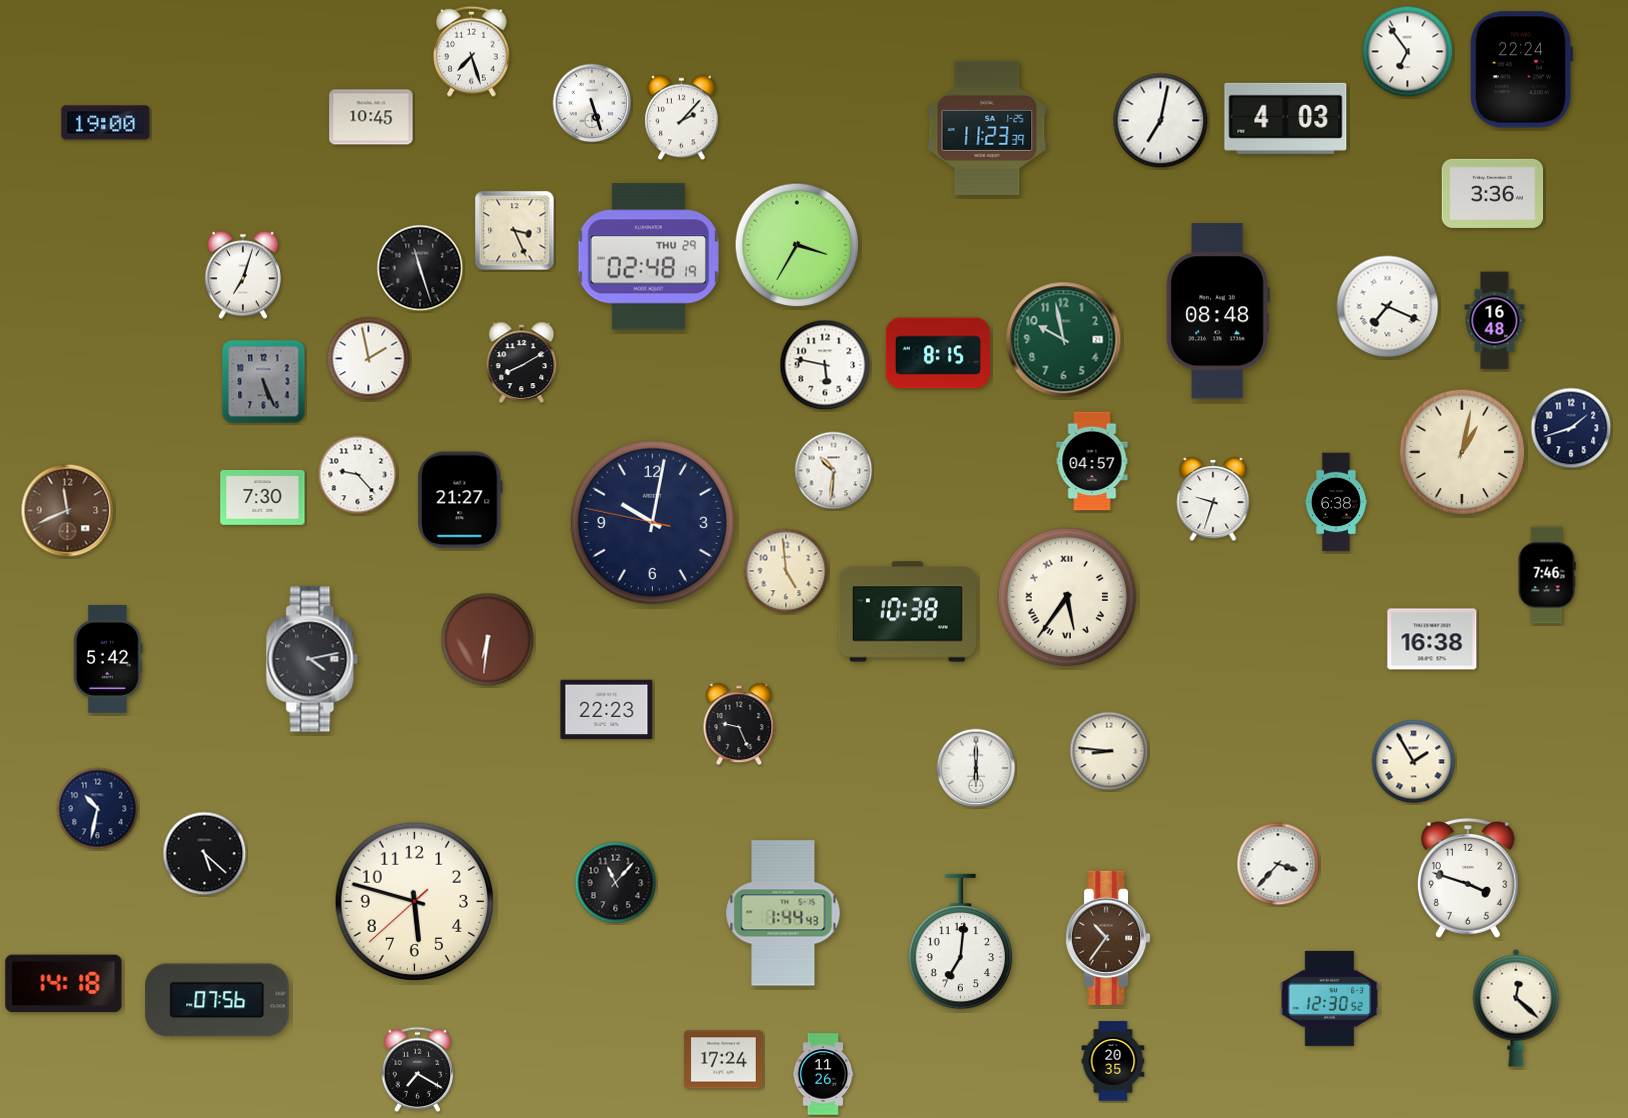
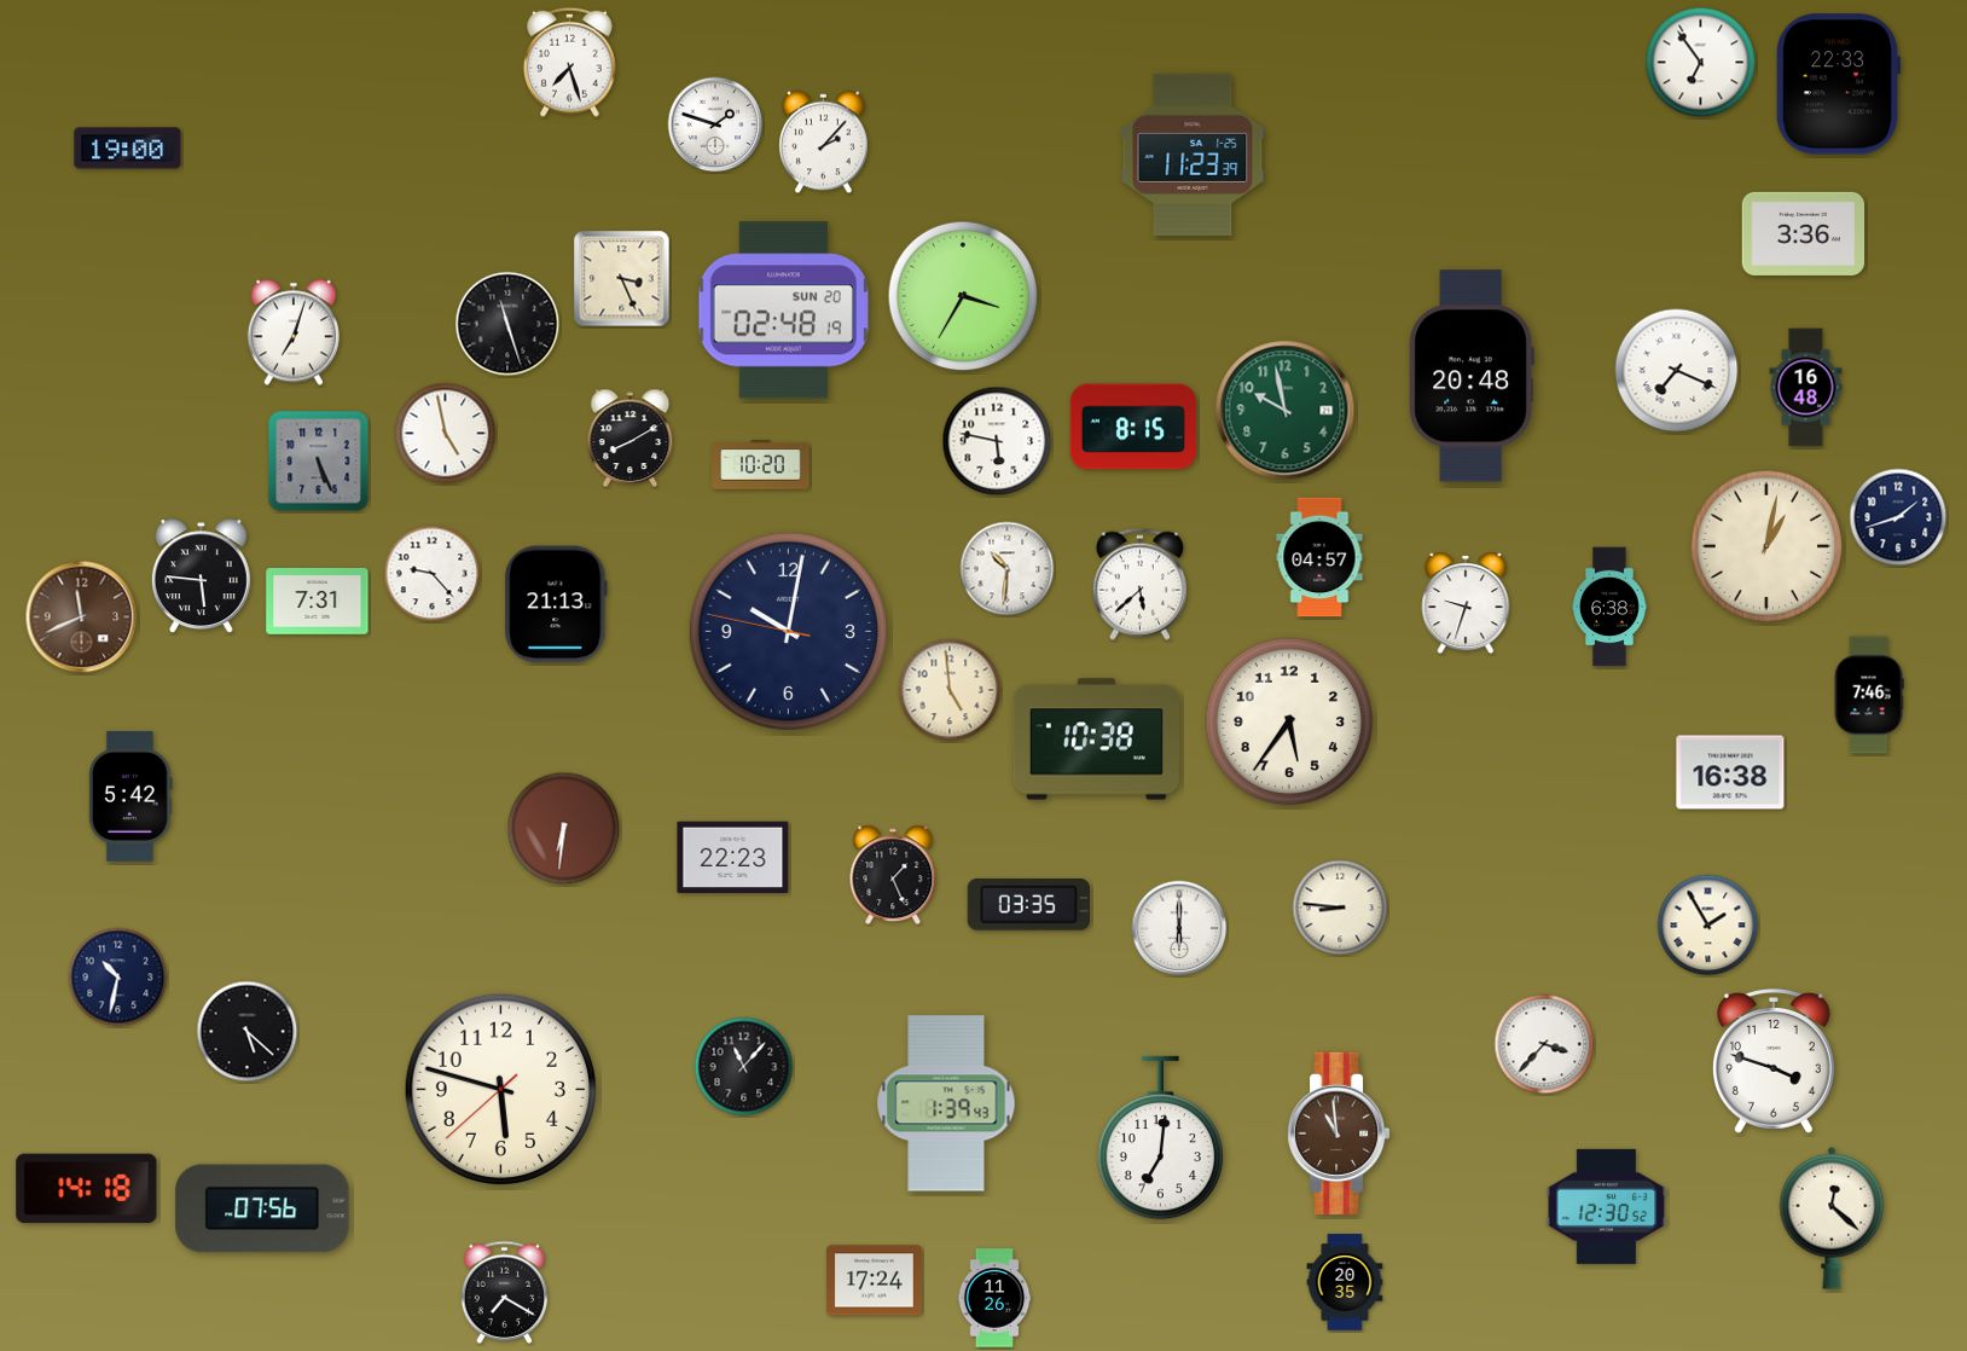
clock at (1520, 70): 22:24 -> 22:33
clock at (592, 103): 5:27 -> 1:48
clock at (371, 117): 10:45 -> none
clock at (1286, 118): 4:03 -> none
clock at (1161, 121): 7:02 -> none
clock at (648, 257) date: THU 29 -> SUN 20
clock at (1218, 311): 08:48 -> 20:48
clock at (369, 359): 1:58 -> 4:58
clock at (761, 465): none -> 10:20
clock at (201, 576): none -> 5:46
clock at (1139, 584): none -> 5:38
clock at (263, 498): 7:30 -> 7:31
clock at (460, 500): 21:27 -> 21:13
clock at (1336, 502) position: (1336, 502) -> (1609, 607)
clock at (1067, 597) numerals: Roman -> Arabic
clock at (488, 640) position: (488, 640) -> (564, 829)
clock at (312, 659): 4:13 -> none
clock at (739, 724): 9:26 -> 1:26
clock at (1028, 905): none -> 03:35
clock at (1414, 762) position: (1414, 762) -> (1708, 926)
clock at (783, 913): 1:44 -> 1:39
clock at (1109, 938): 10:36 -> 10:59
clock at (64, 984) position: (64, 984) -> (87, 1189)
